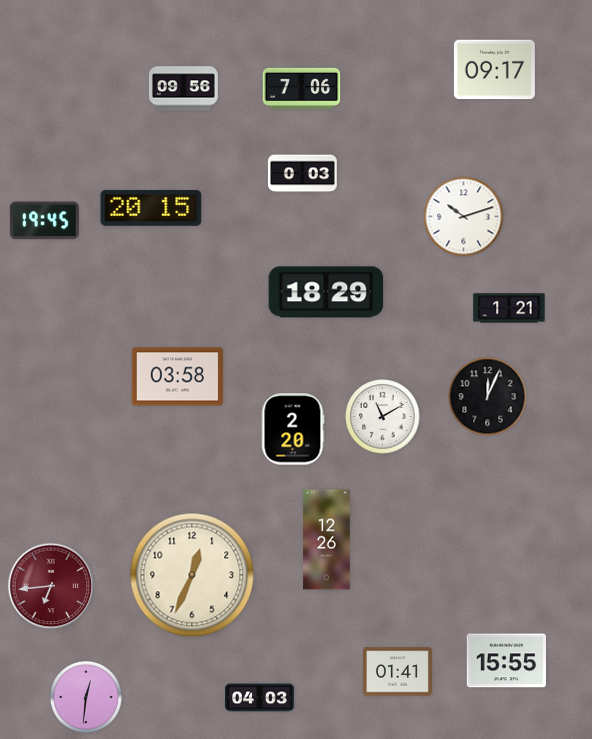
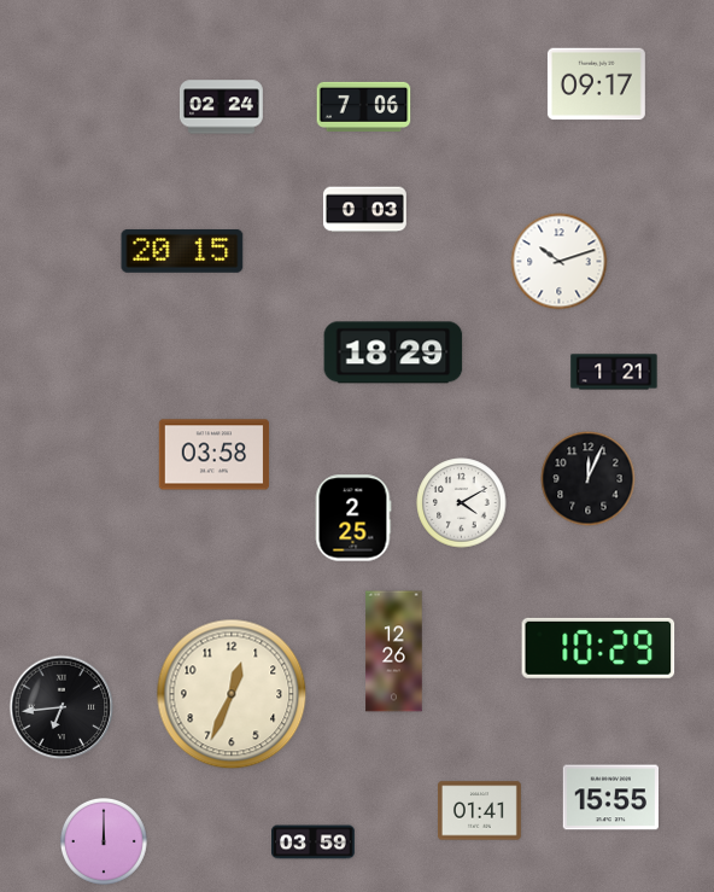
clock at (183, 89): 09:56 -> 02:24
clock at (44, 221): 19:45 -> none
clock at (383, 417): 11:10 -> 4:10
clock at (293, 429): 2:20 -> 2:25
clock at (598, 648): none -> 10:29
clock at (51, 586) dial: burgundy -> black
clock at (86, 697): 12:31 -> 12:00
clock at (260, 698): 04:03 -> 03:59
